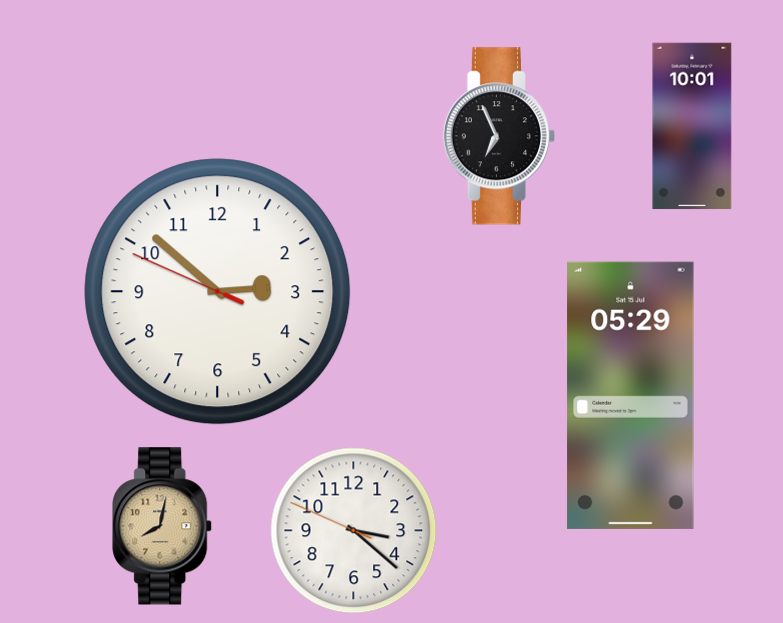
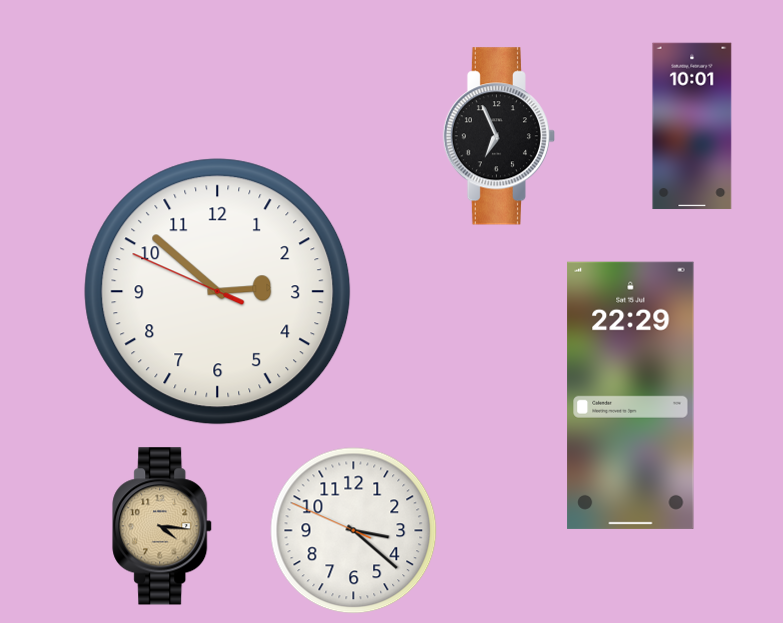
clock at (631, 395): 05:29 -> 22:29
clock at (163, 526): 8:02 -> 4:16
